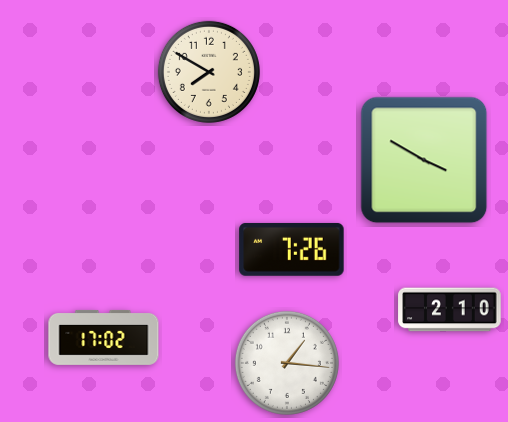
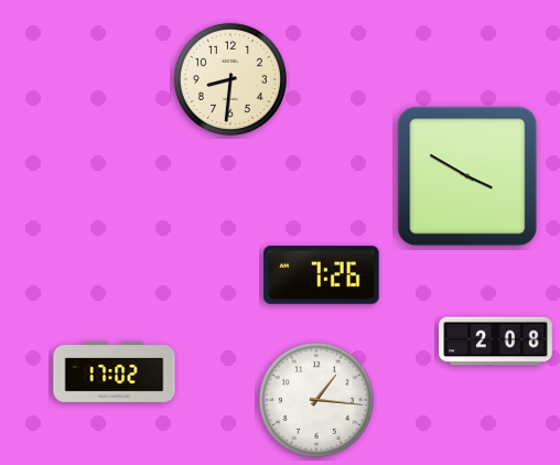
clock at (209, 72): 7:50 -> 8:31
clock at (450, 310): 2:10 -> 2:08
